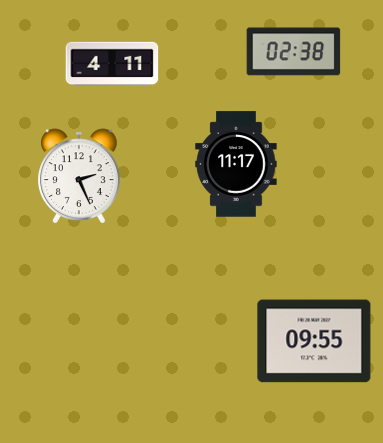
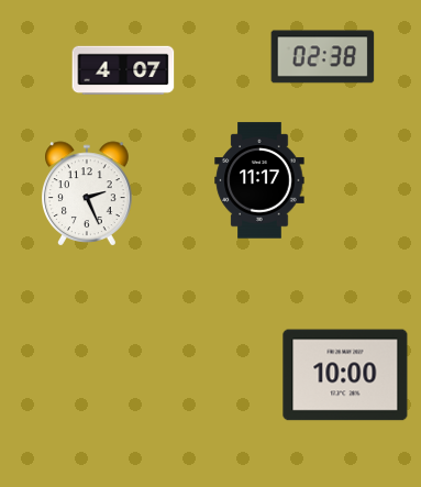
clock at (112, 64): 4:11 -> 4:07
clock at (314, 341): 09:55 -> 10:00
